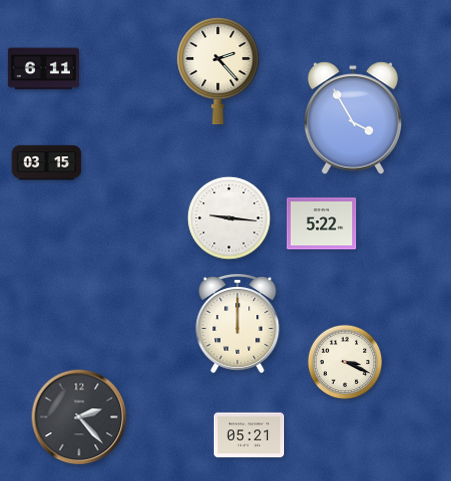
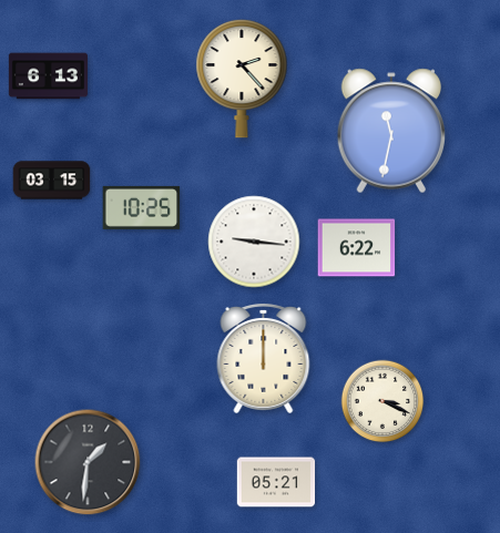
clock at (43, 69): 6:11 -> 6:13
clock at (352, 118): 3:55 -> 11:32
clock at (142, 207): none -> 10:25
clock at (322, 224): 5:22 -> 6:22
clock at (79, 417): 2:23 -> 1:31
